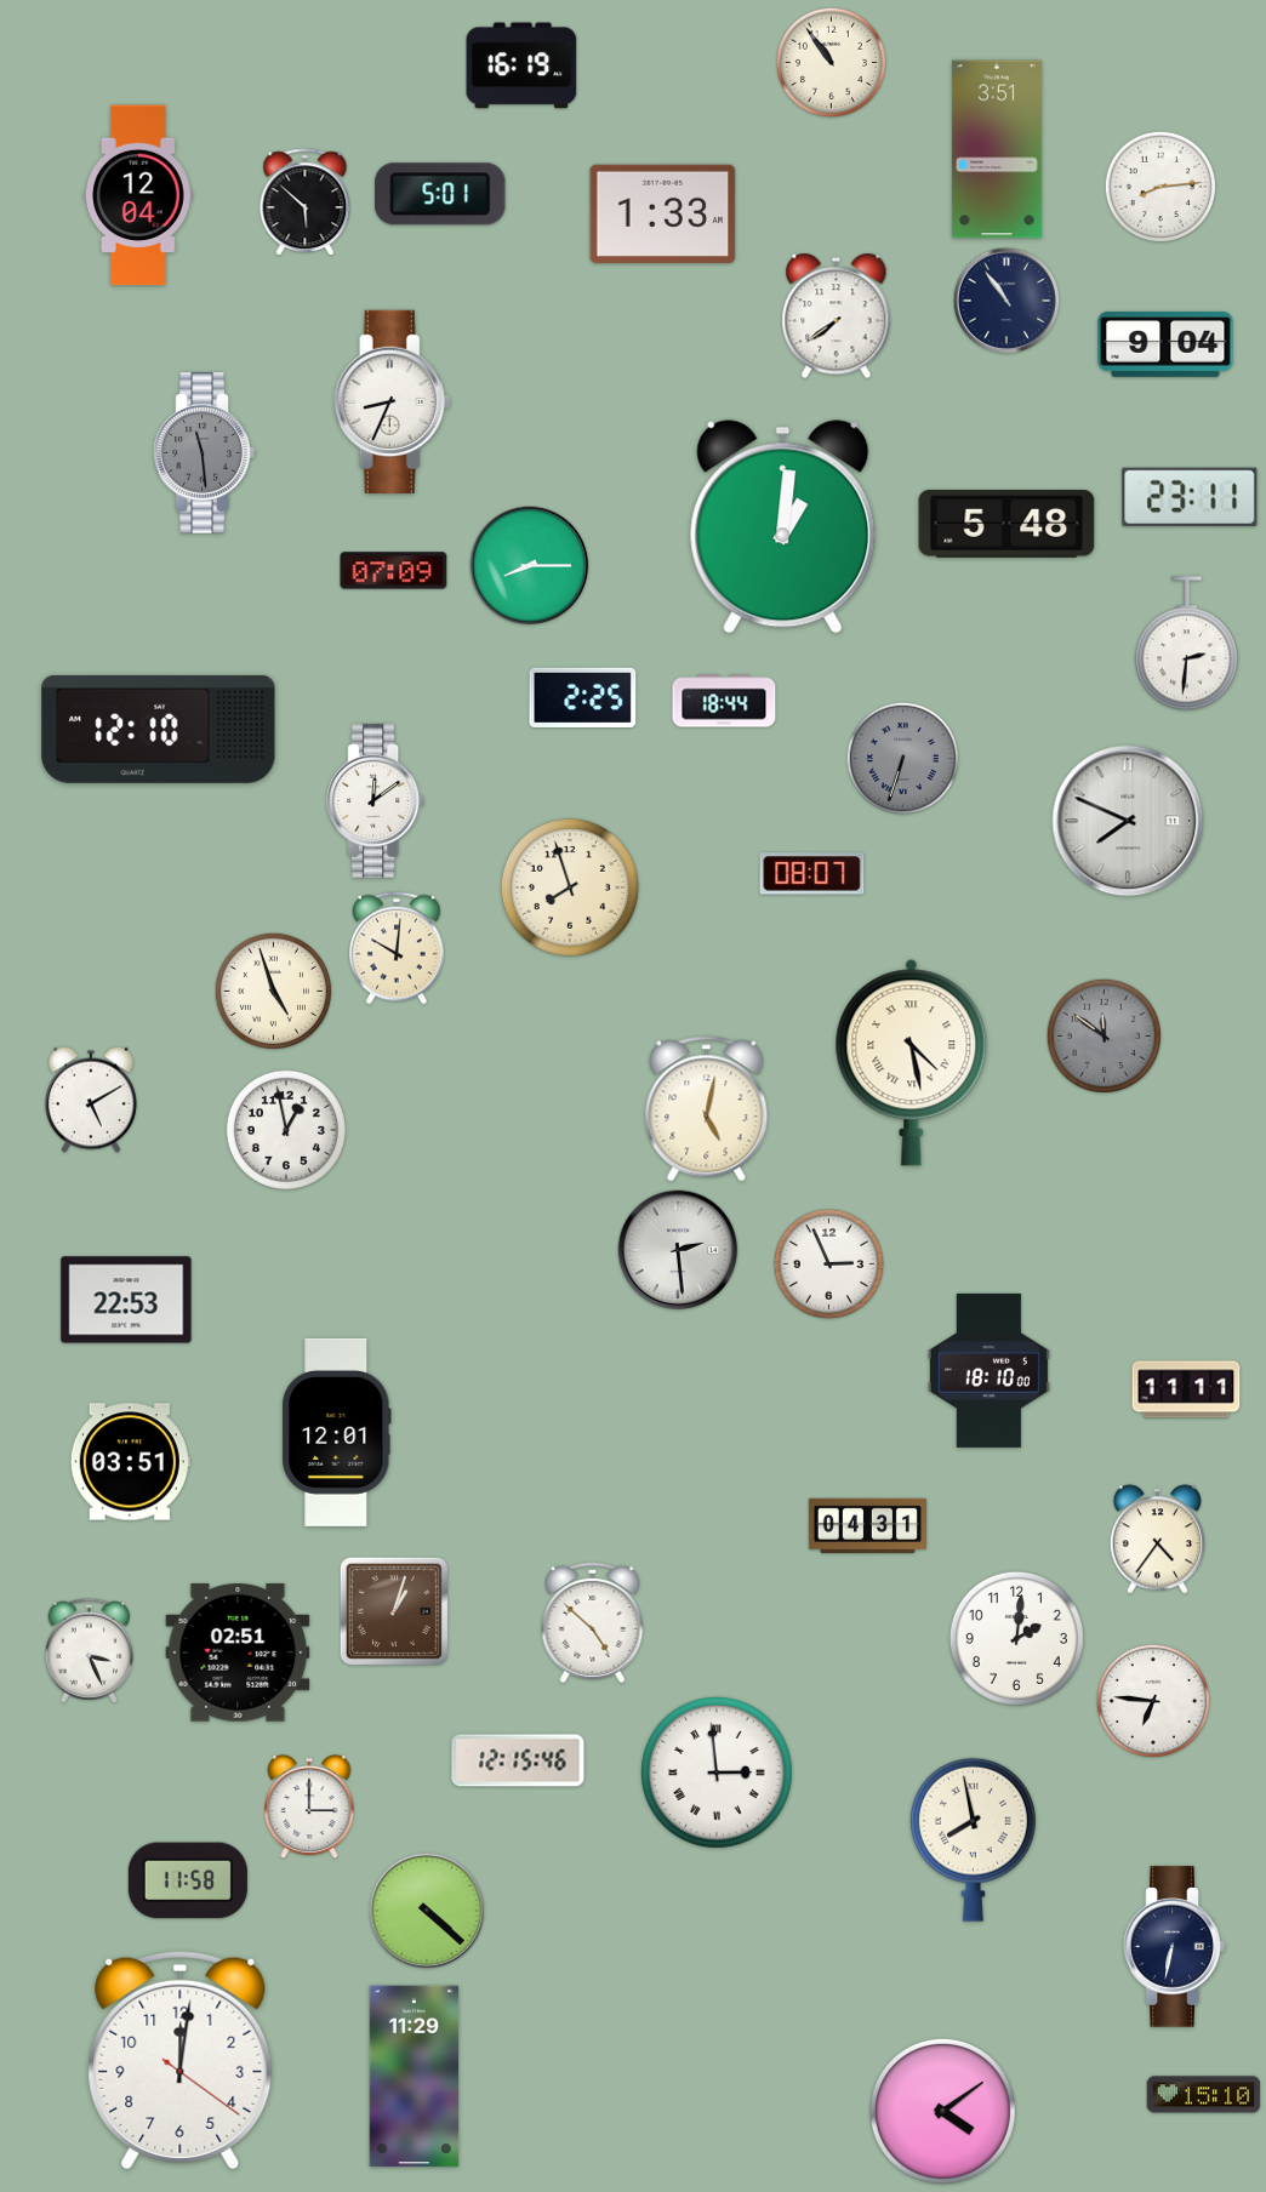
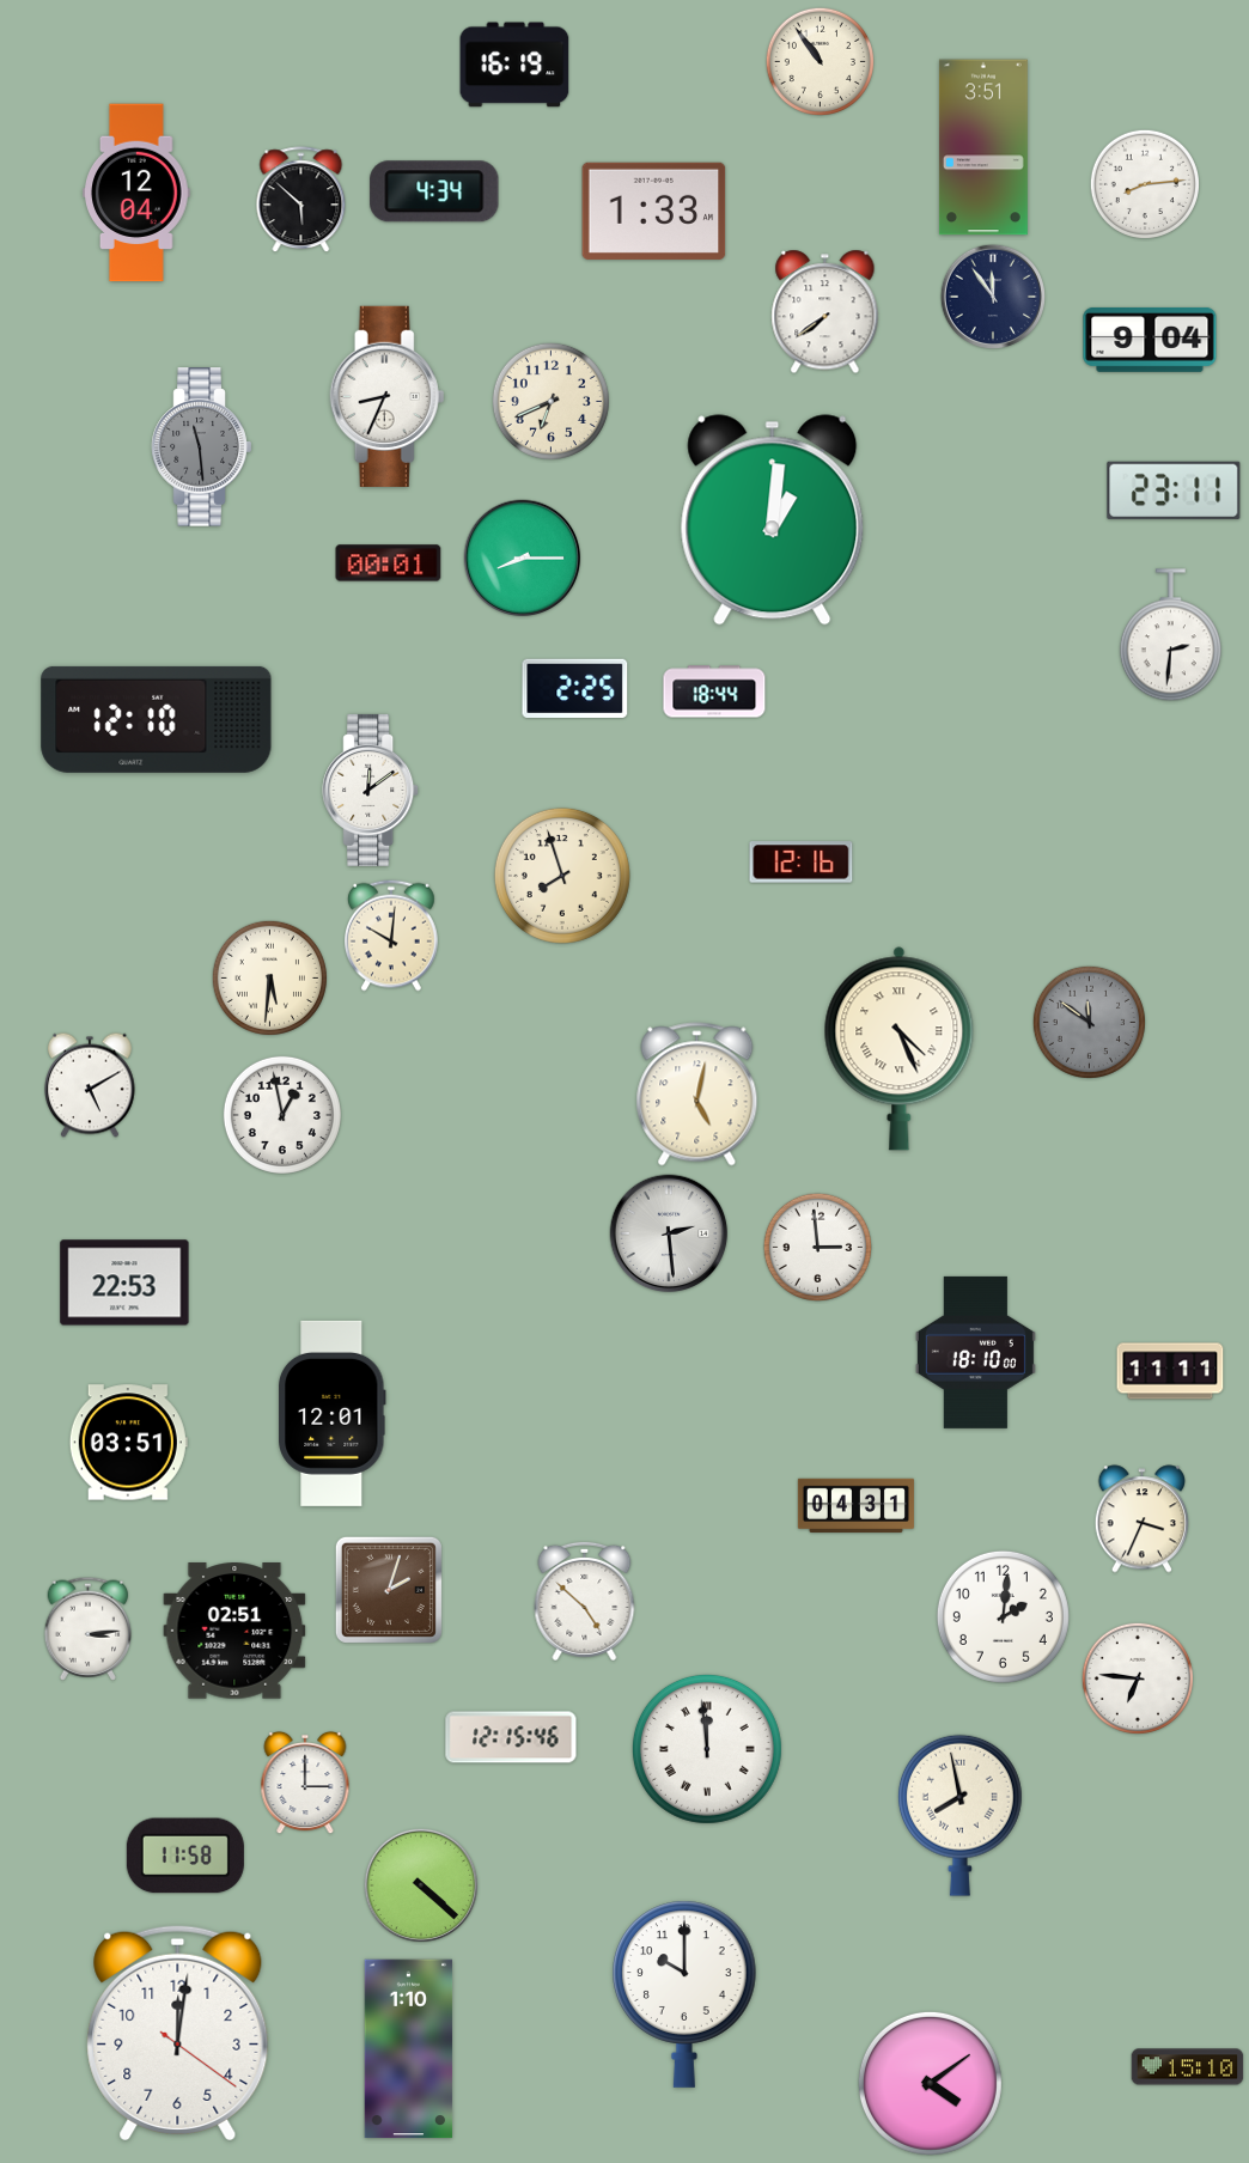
clock at (440, 194): 5:01 -> 4:34
clock at (1005, 299): 10:54 -> 11:54
clock at (550, 401): none -> 6:41
clock at (1006, 525): 5:48 -> none
clock at (394, 571): 07:09 -> 00:01
clock at (902, 758): 6:33 -> none
clock at (1128, 821): 7:49 -> none
clock at (812, 874): 08:07 -> 12:16
clock at (273, 991): 4:57 -> 5:31
clock at (912, 1063): 4:28 -> 4:26
clock at (828, 1263): 2:56 -> 2:59
clock at (1157, 1540): 4:36 -> 3:34
clock at (394, 1611): 1:03 -> 2:03
clock at (90, 1650): 3:26 -> 3:14
clock at (717, 1773): 2:59 -> 11:59
clock at (1175, 1947): 6:32 -> none
clock at (686, 1994): none -> 10:00
clock at (415, 2077): 11:29 -> 1:10
